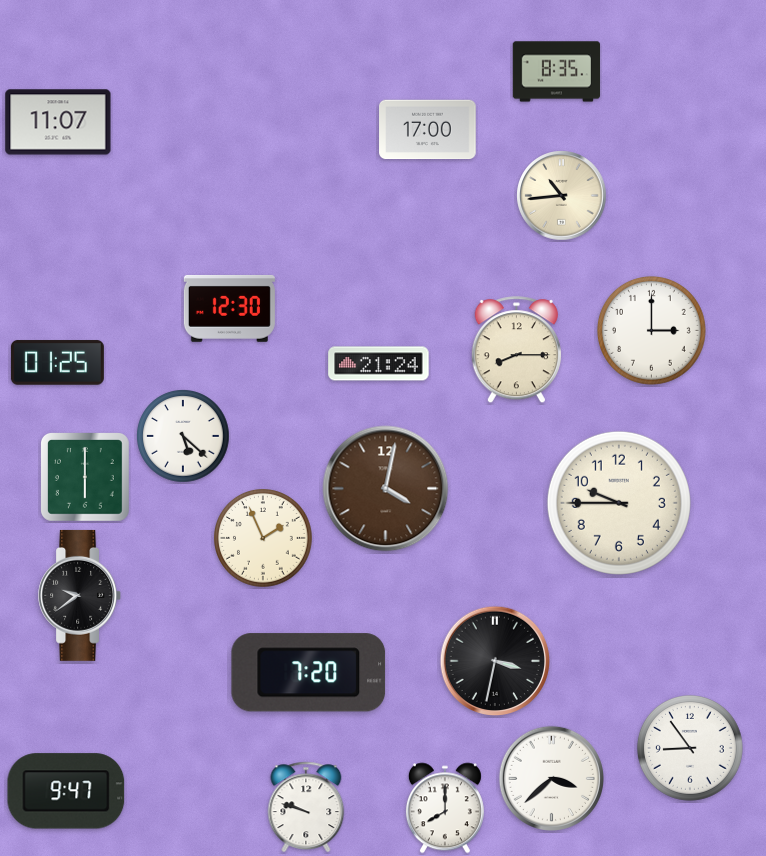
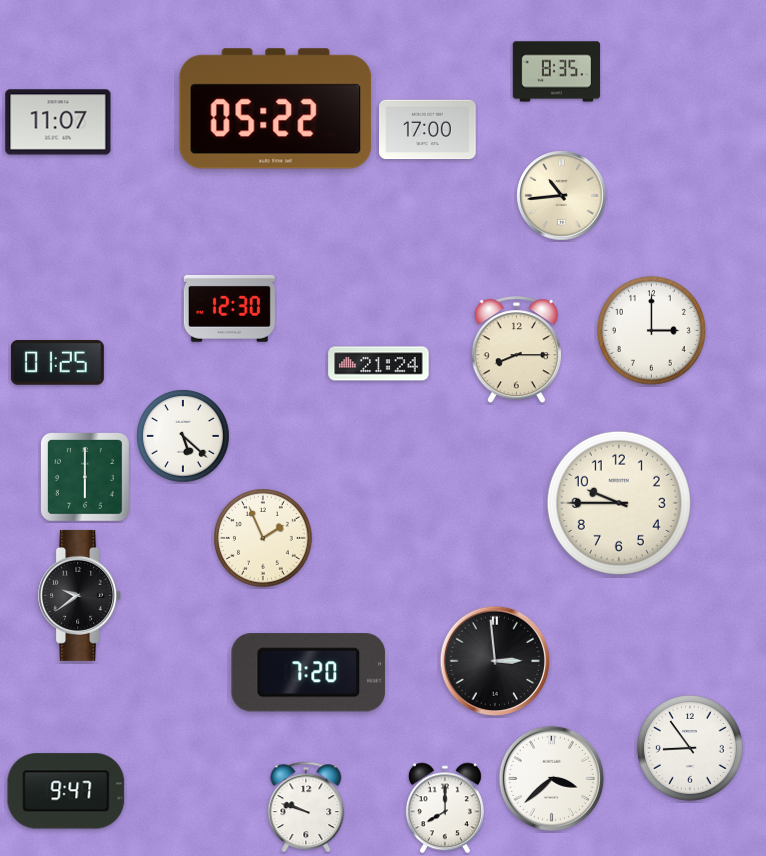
clock at (276, 109): none -> 05:22
clock at (386, 489): 4:02 -> none
clock at (495, 661): 3:32 -> 2:59
